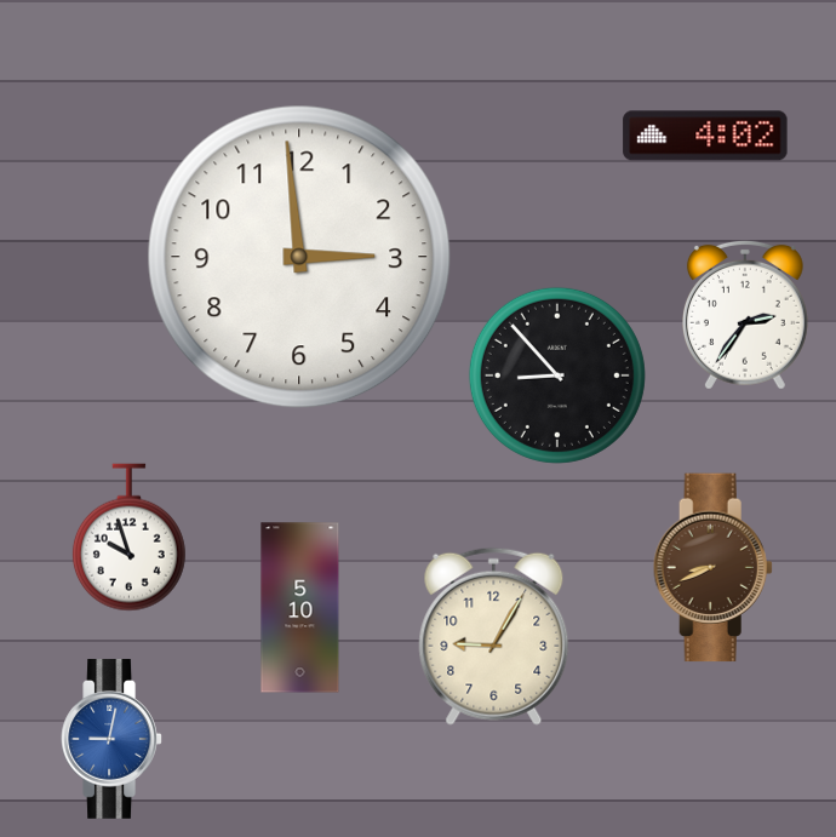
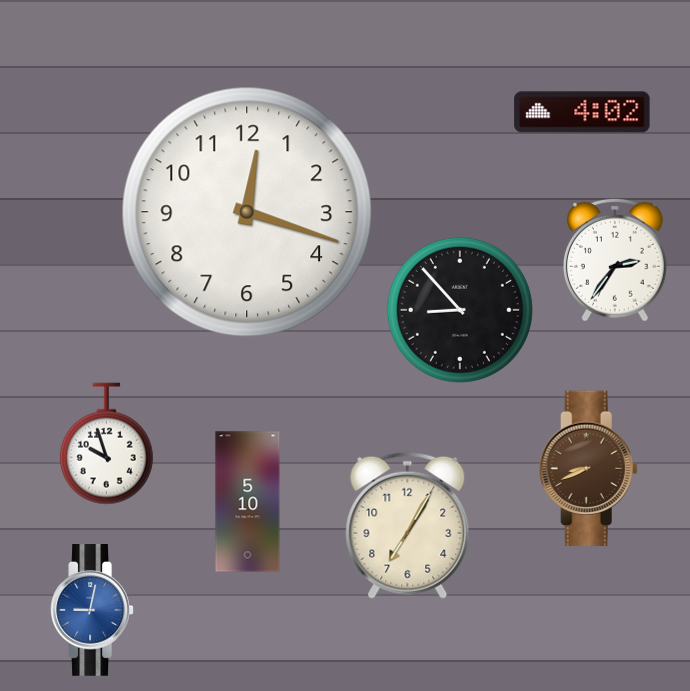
clock at (299, 257): 2:59 -> 12:18
clock at (494, 636): 9:05 -> 7:05
